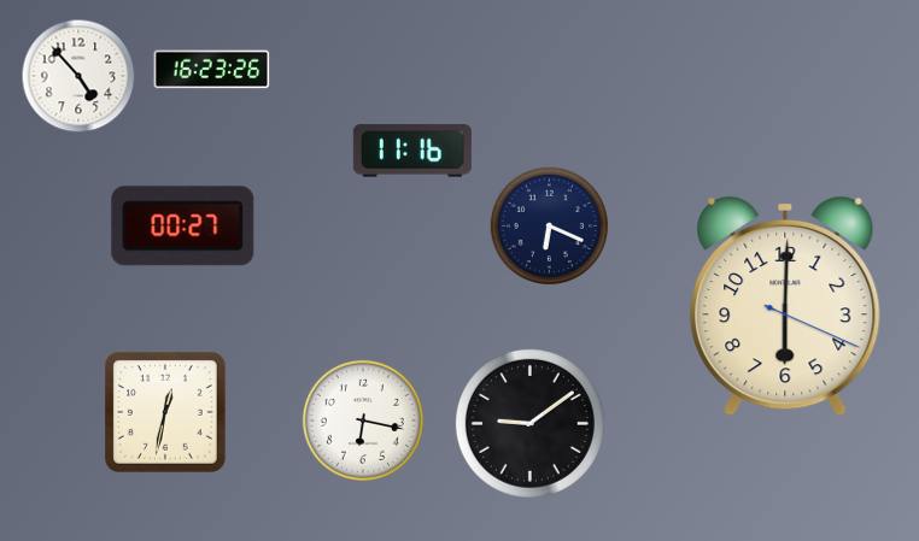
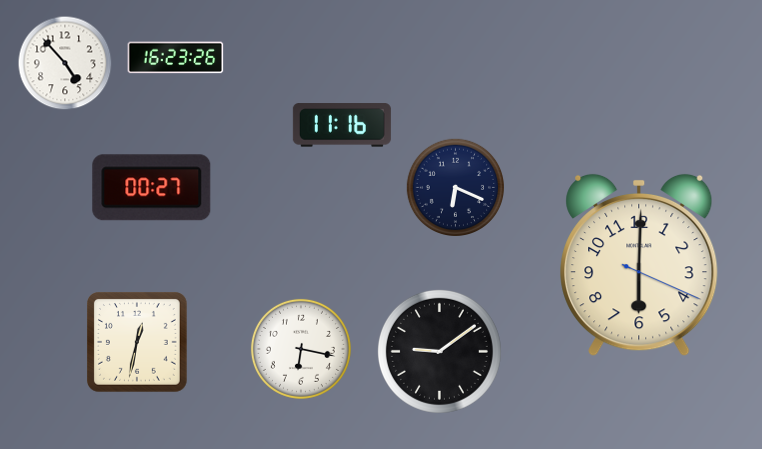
clock at (785, 306) position: (785, 306) -> (639, 265)
